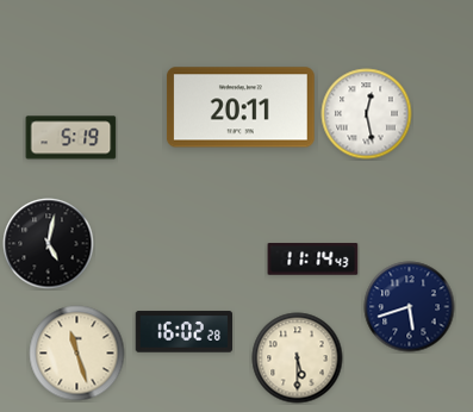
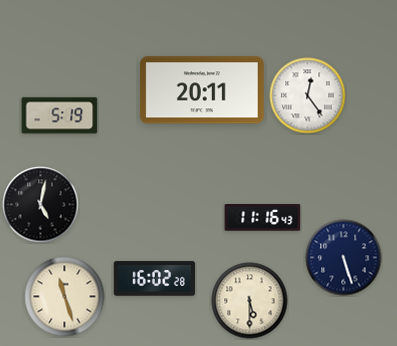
clock at (367, 114): 12:28 -> 12:24
clock at (313, 260): 11:14 -> 11:16
clock at (410, 307): 5:42 -> 5:27
